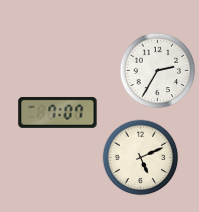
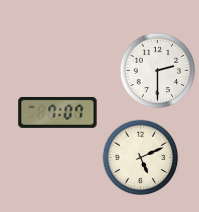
clock at (158, 71): 2:35 -> 2:30
